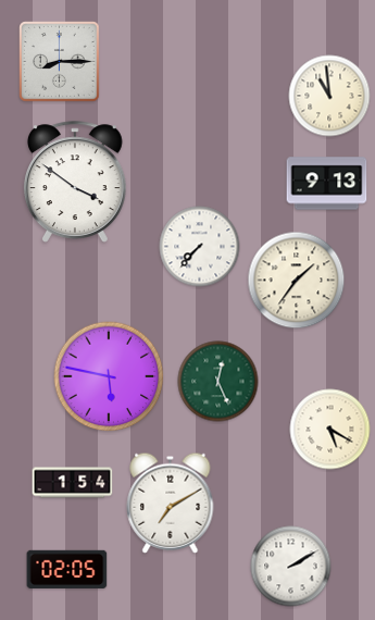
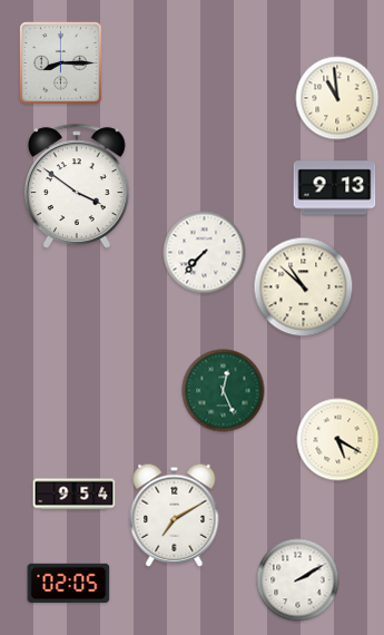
clock at (297, 281): 1:36 -> 10:52
clock at (109, 376): 5:47 -> none
clock at (73, 483): 1:54 -> 9:54
